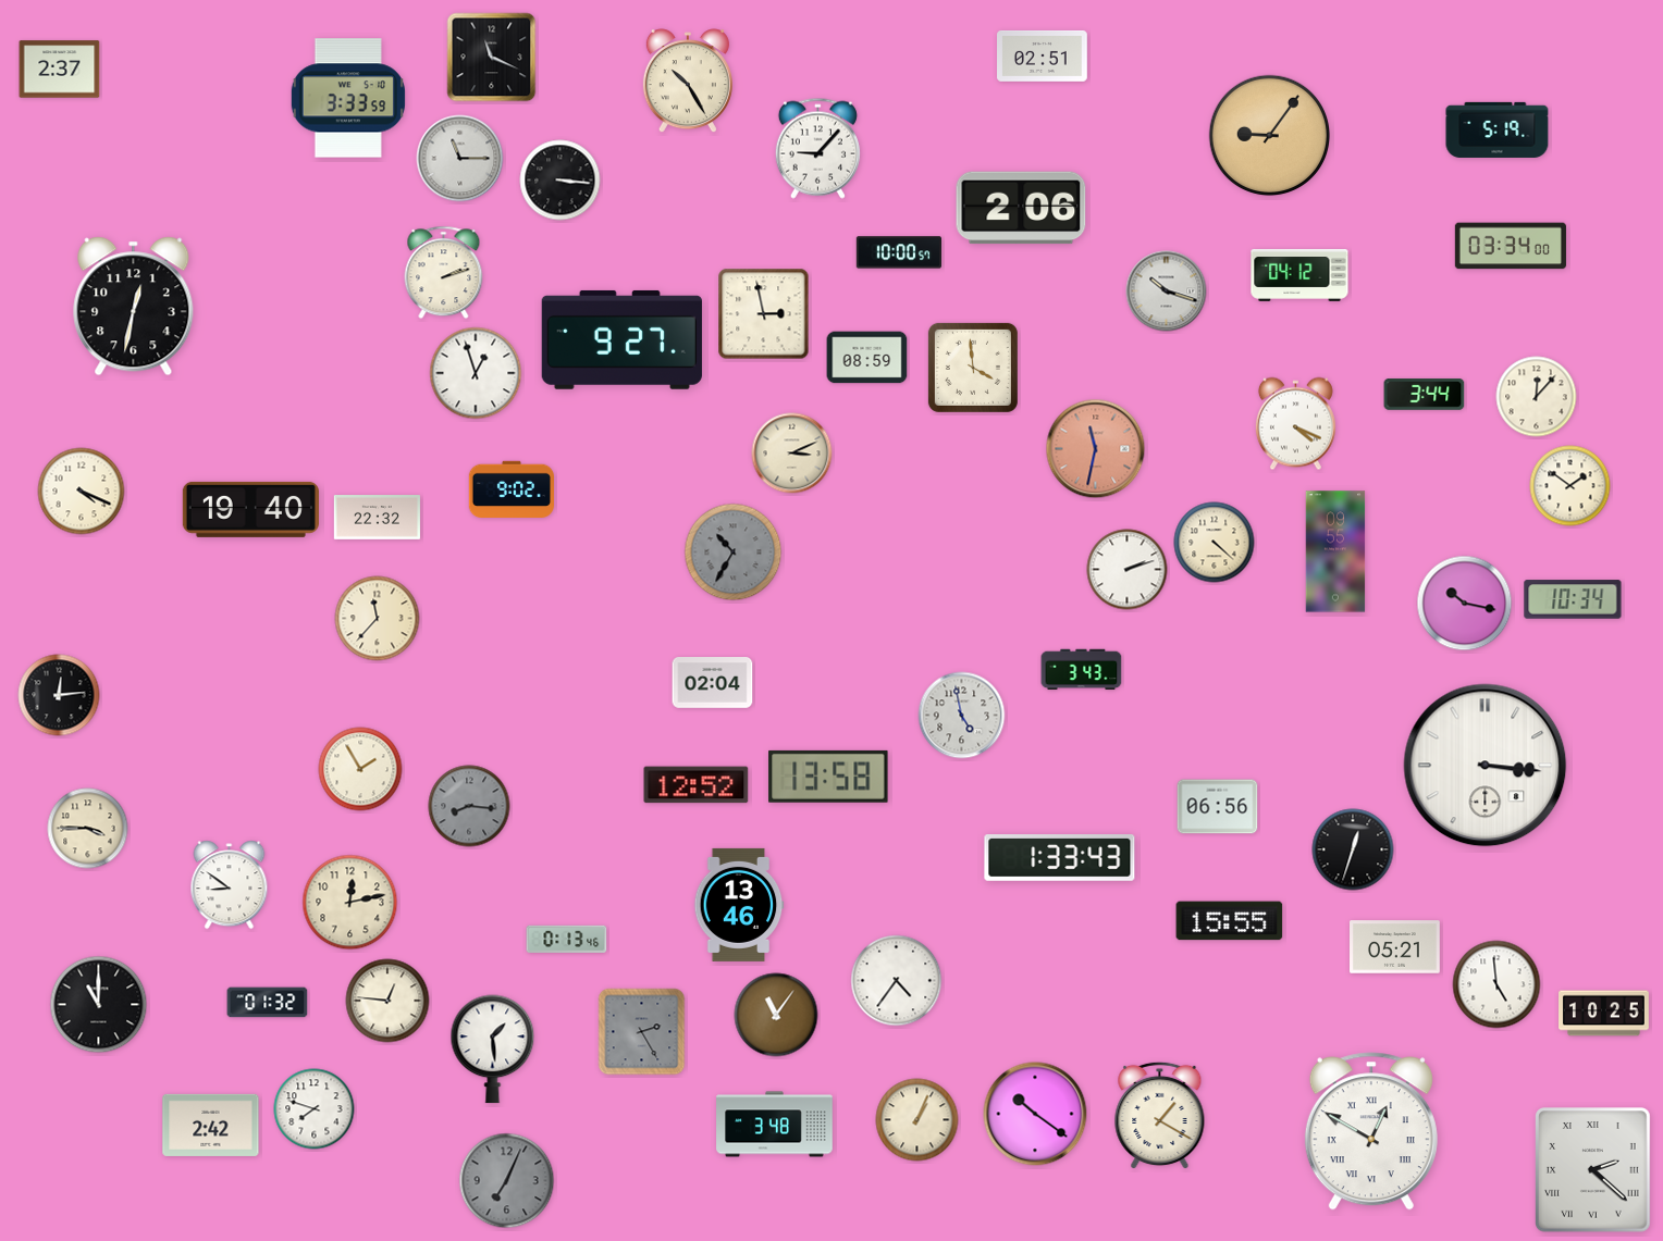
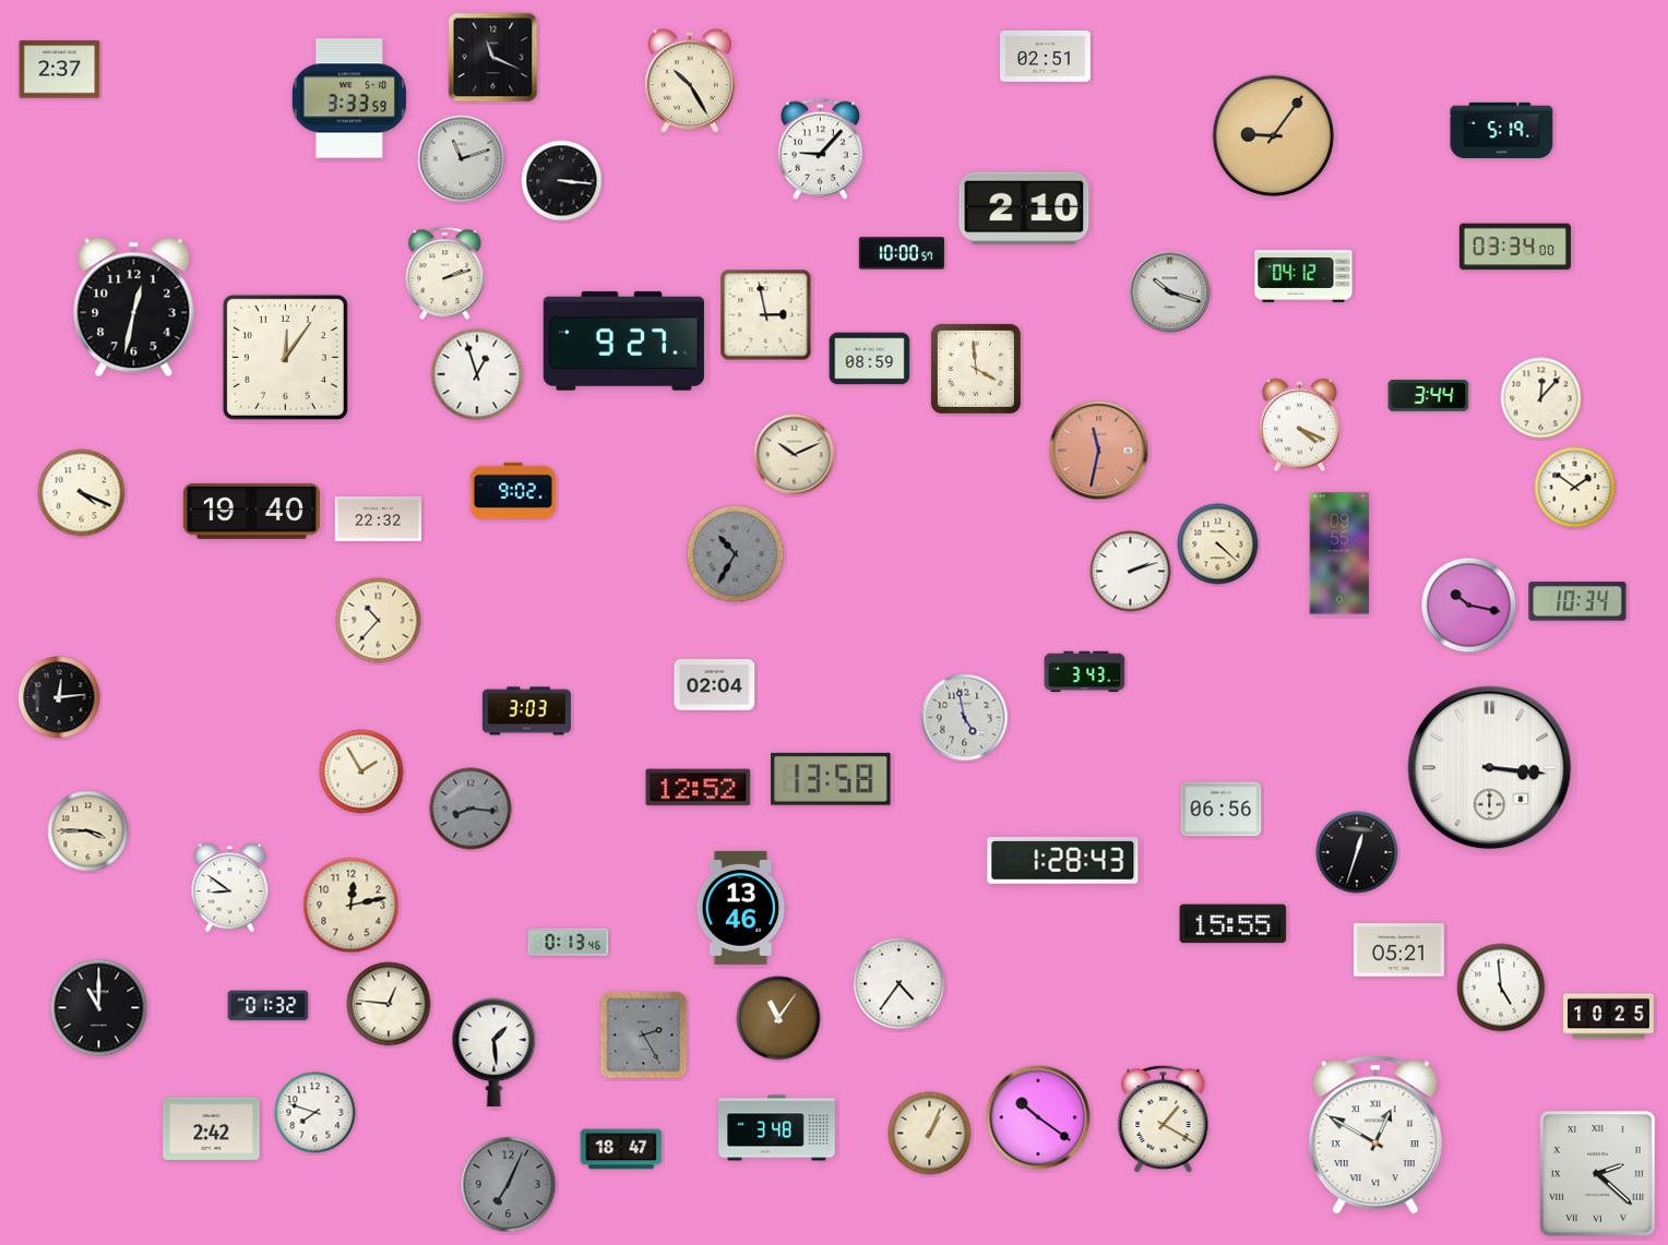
clock at (460, 159): 11:15 -> 11:12
clock at (1021, 208): 2:06 -> 2:10
clock at (285, 357): none -> 12:06
clock at (792, 454): 3:11 -> 10:11
clock at (378, 619): 11:37 -> 10:37
clock at (526, 711): none -> 3:03
clock at (1060, 858): 1:33 -> 1:28
clock at (917, 1120) position: (917, 1120) -> (930, 1134)
clock at (621, 1149): none -> 18:47
